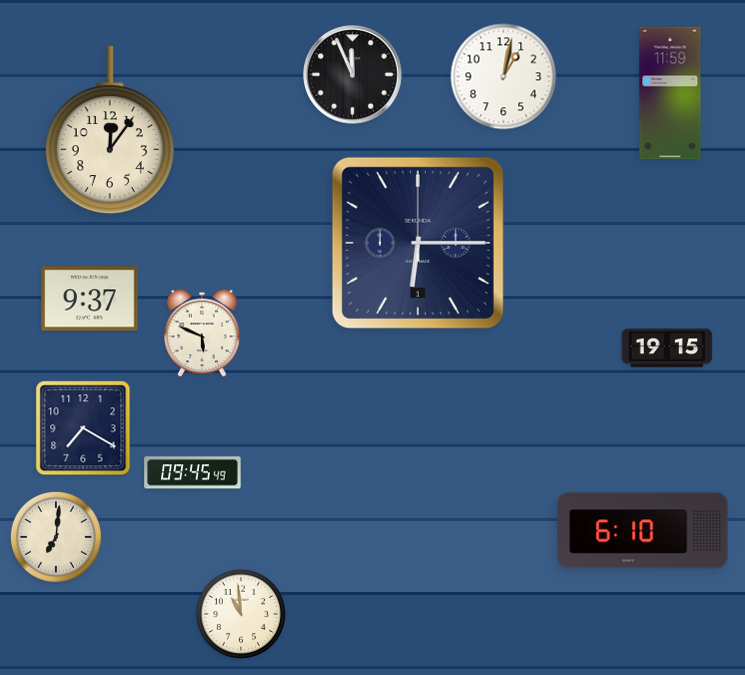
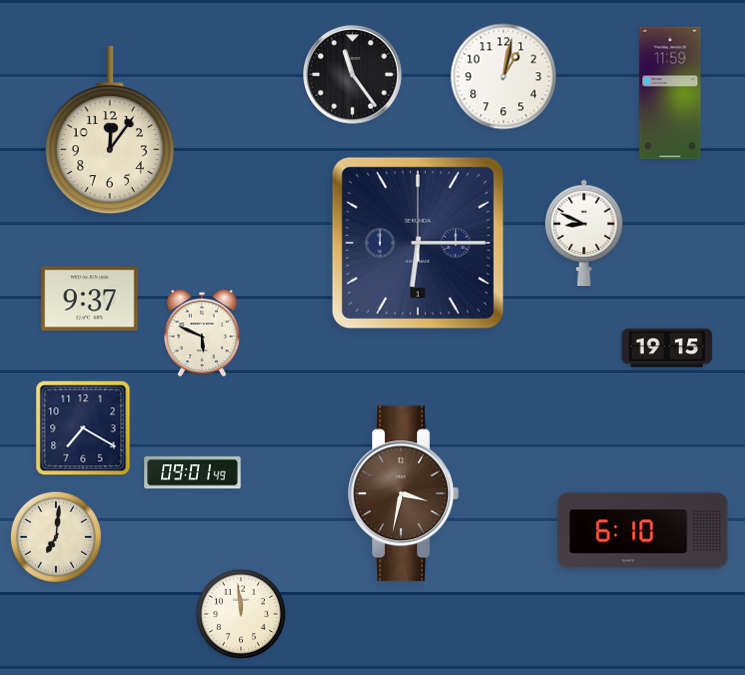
clock at (353, 75): 11:56 -> 11:24
clock at (584, 232): none -> 8:49
clock at (193, 473): 09:45 -> 09:01
clock at (404, 494): none -> 3:32
clock at (240, 613): 10:59 -> 11:59
